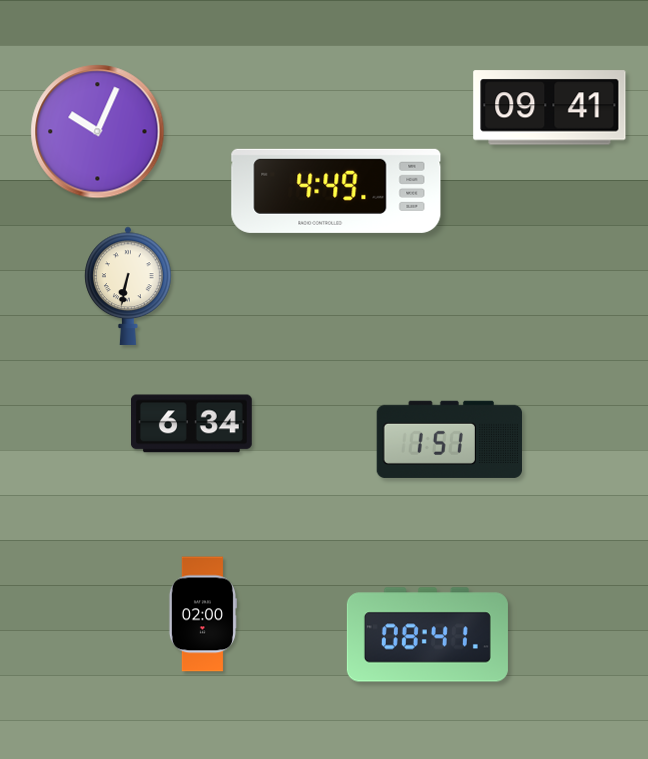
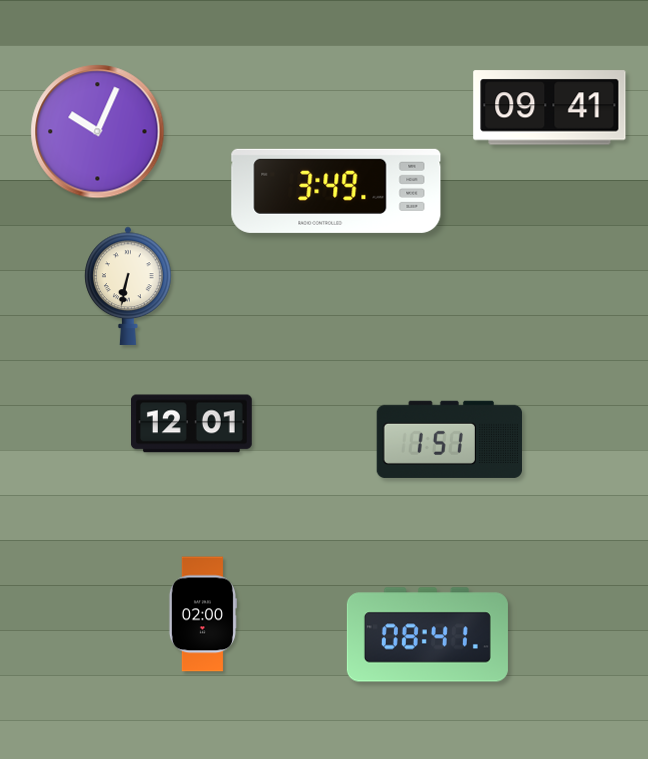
clock at (336, 191): 4:49 -> 3:49
clock at (191, 424): 6:34 -> 12:01
